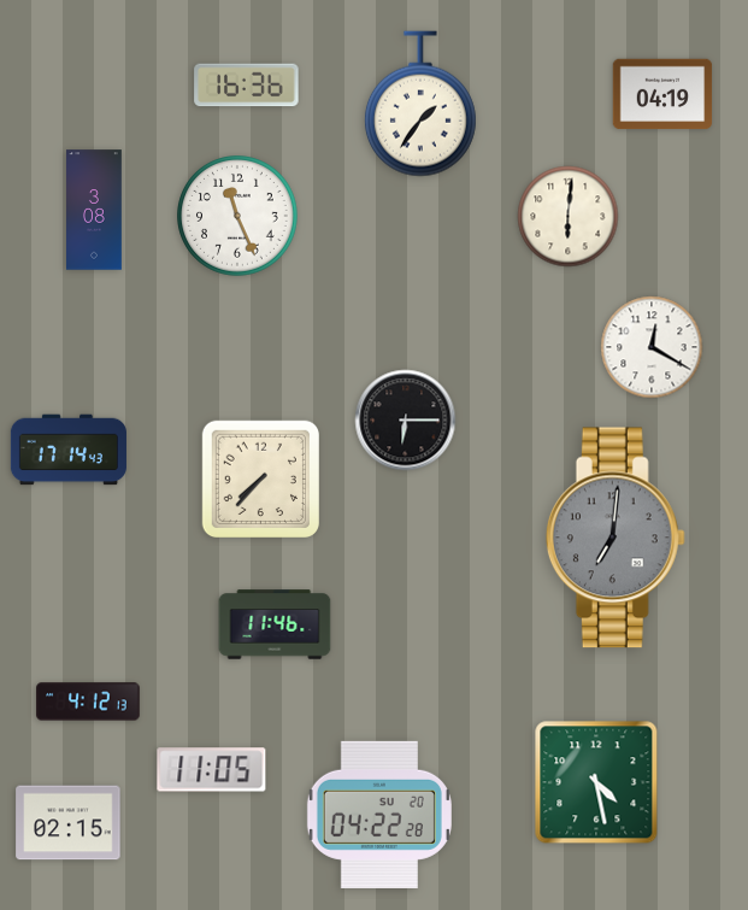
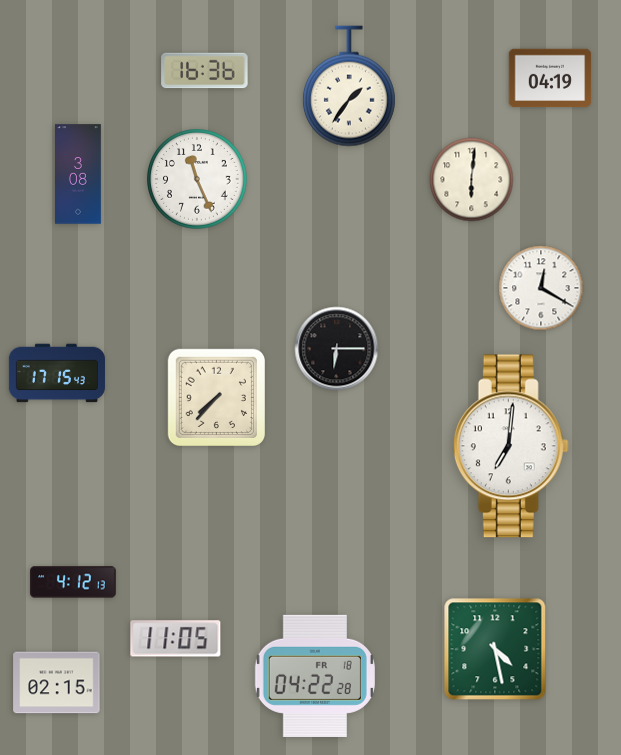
clock at (69, 450): 17:14 -> 17:15
clock at (616, 538) dial: grey -> white
clock at (275, 624): 11:46 -> none
clock at (379, 815) date: SU 20 -> FR 18
